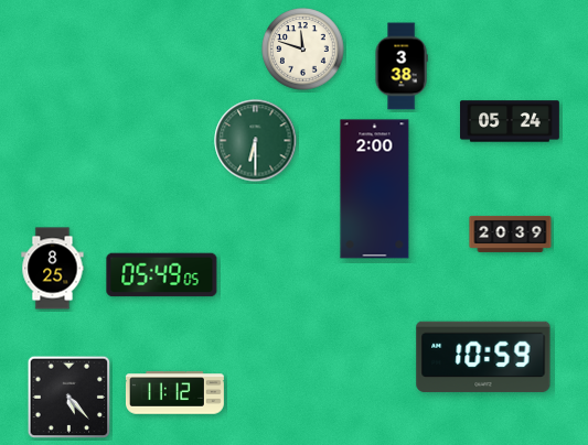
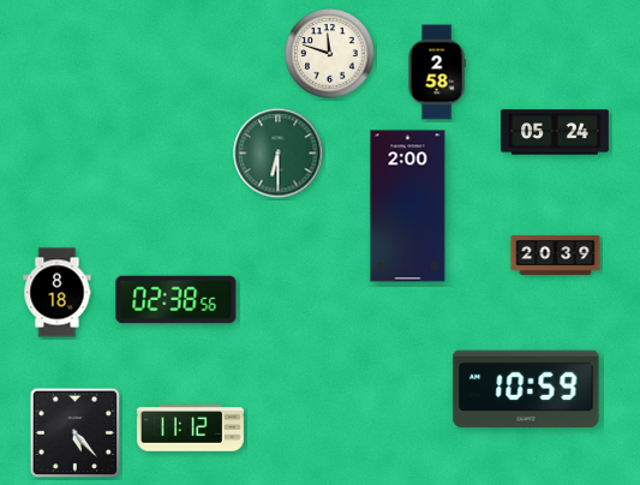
clock at (402, 66): 3:38 -> 2:58
clock at (53, 269): 8:25 -> 8:18
clock at (162, 275): 05:49 -> 02:38
